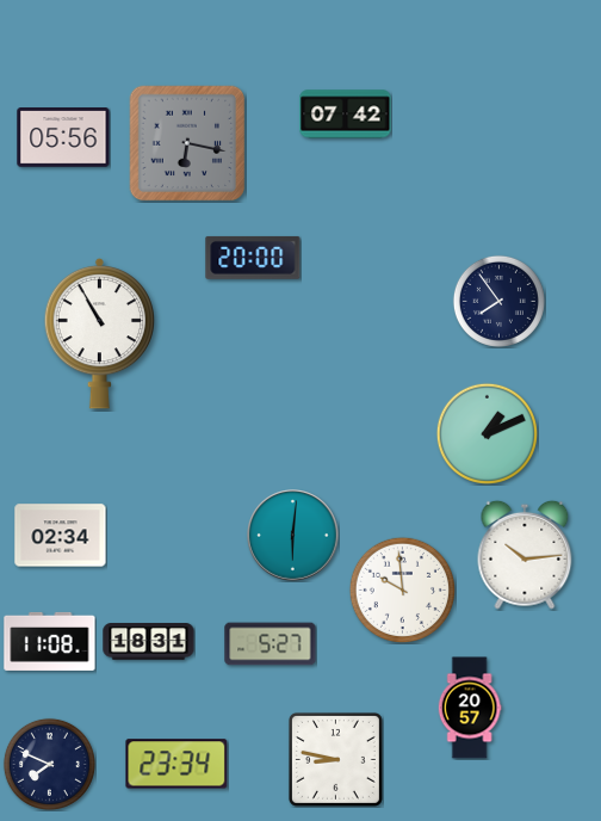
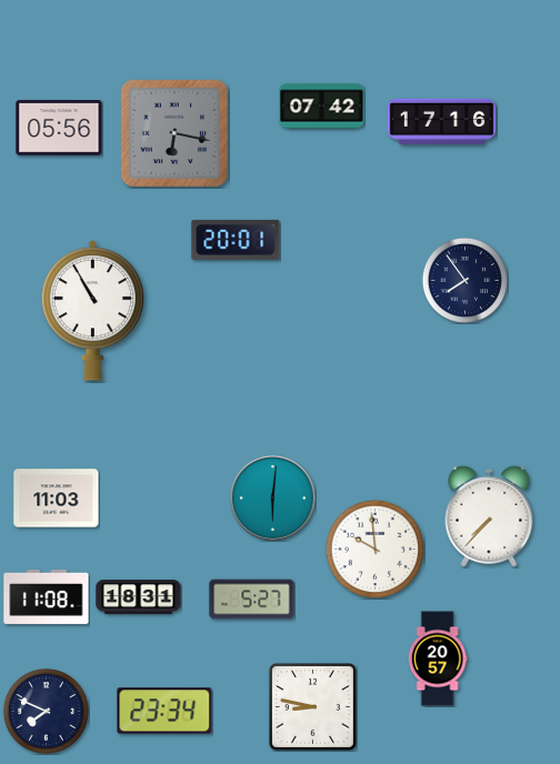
clock at (442, 122): none -> 17:16
clock at (253, 258): 20:00 -> 20:01
clock at (487, 433): 1:11 -> none
clock at (61, 536): 02:34 -> 11:03
clock at (525, 555): 10:14 -> 7:37
